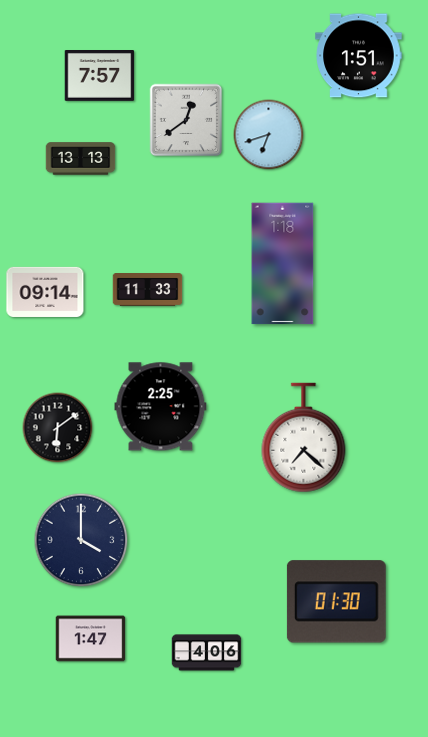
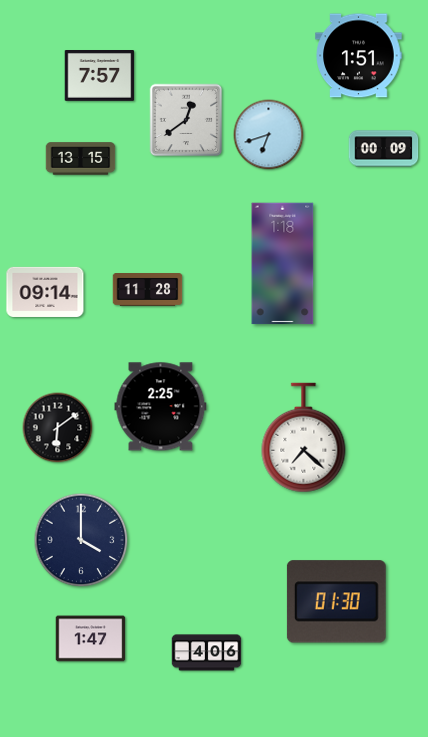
clock at (384, 149): none -> 00:09
clock at (81, 159): 13:13 -> 13:15
clock at (148, 290): 11:33 -> 11:28
